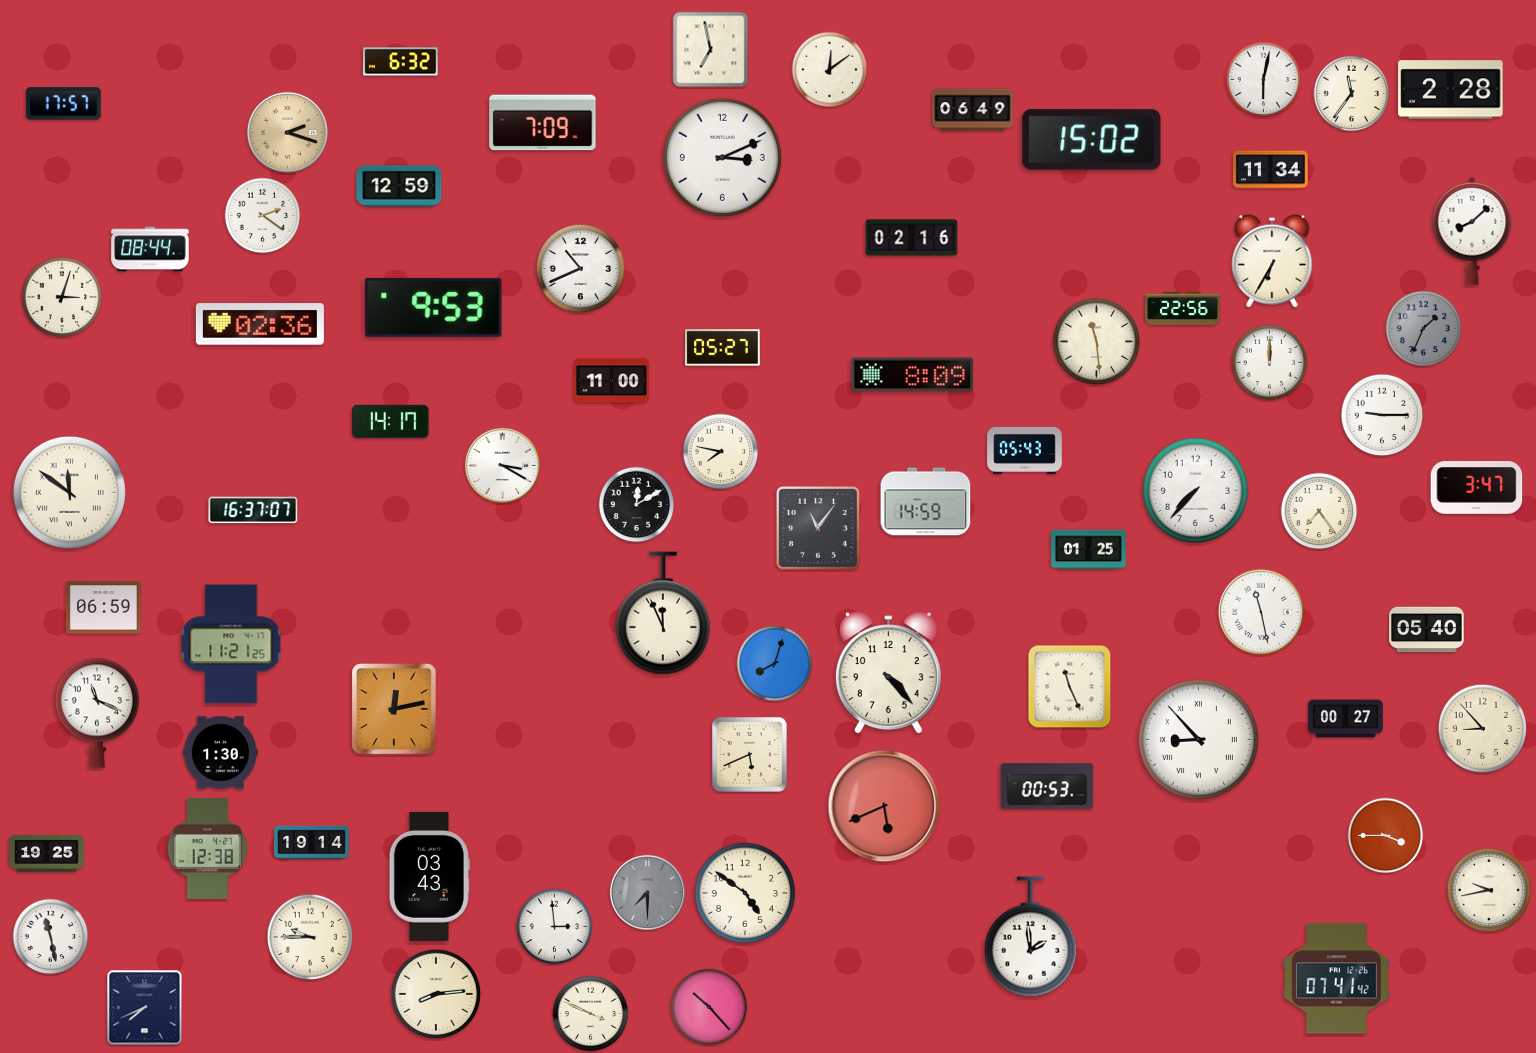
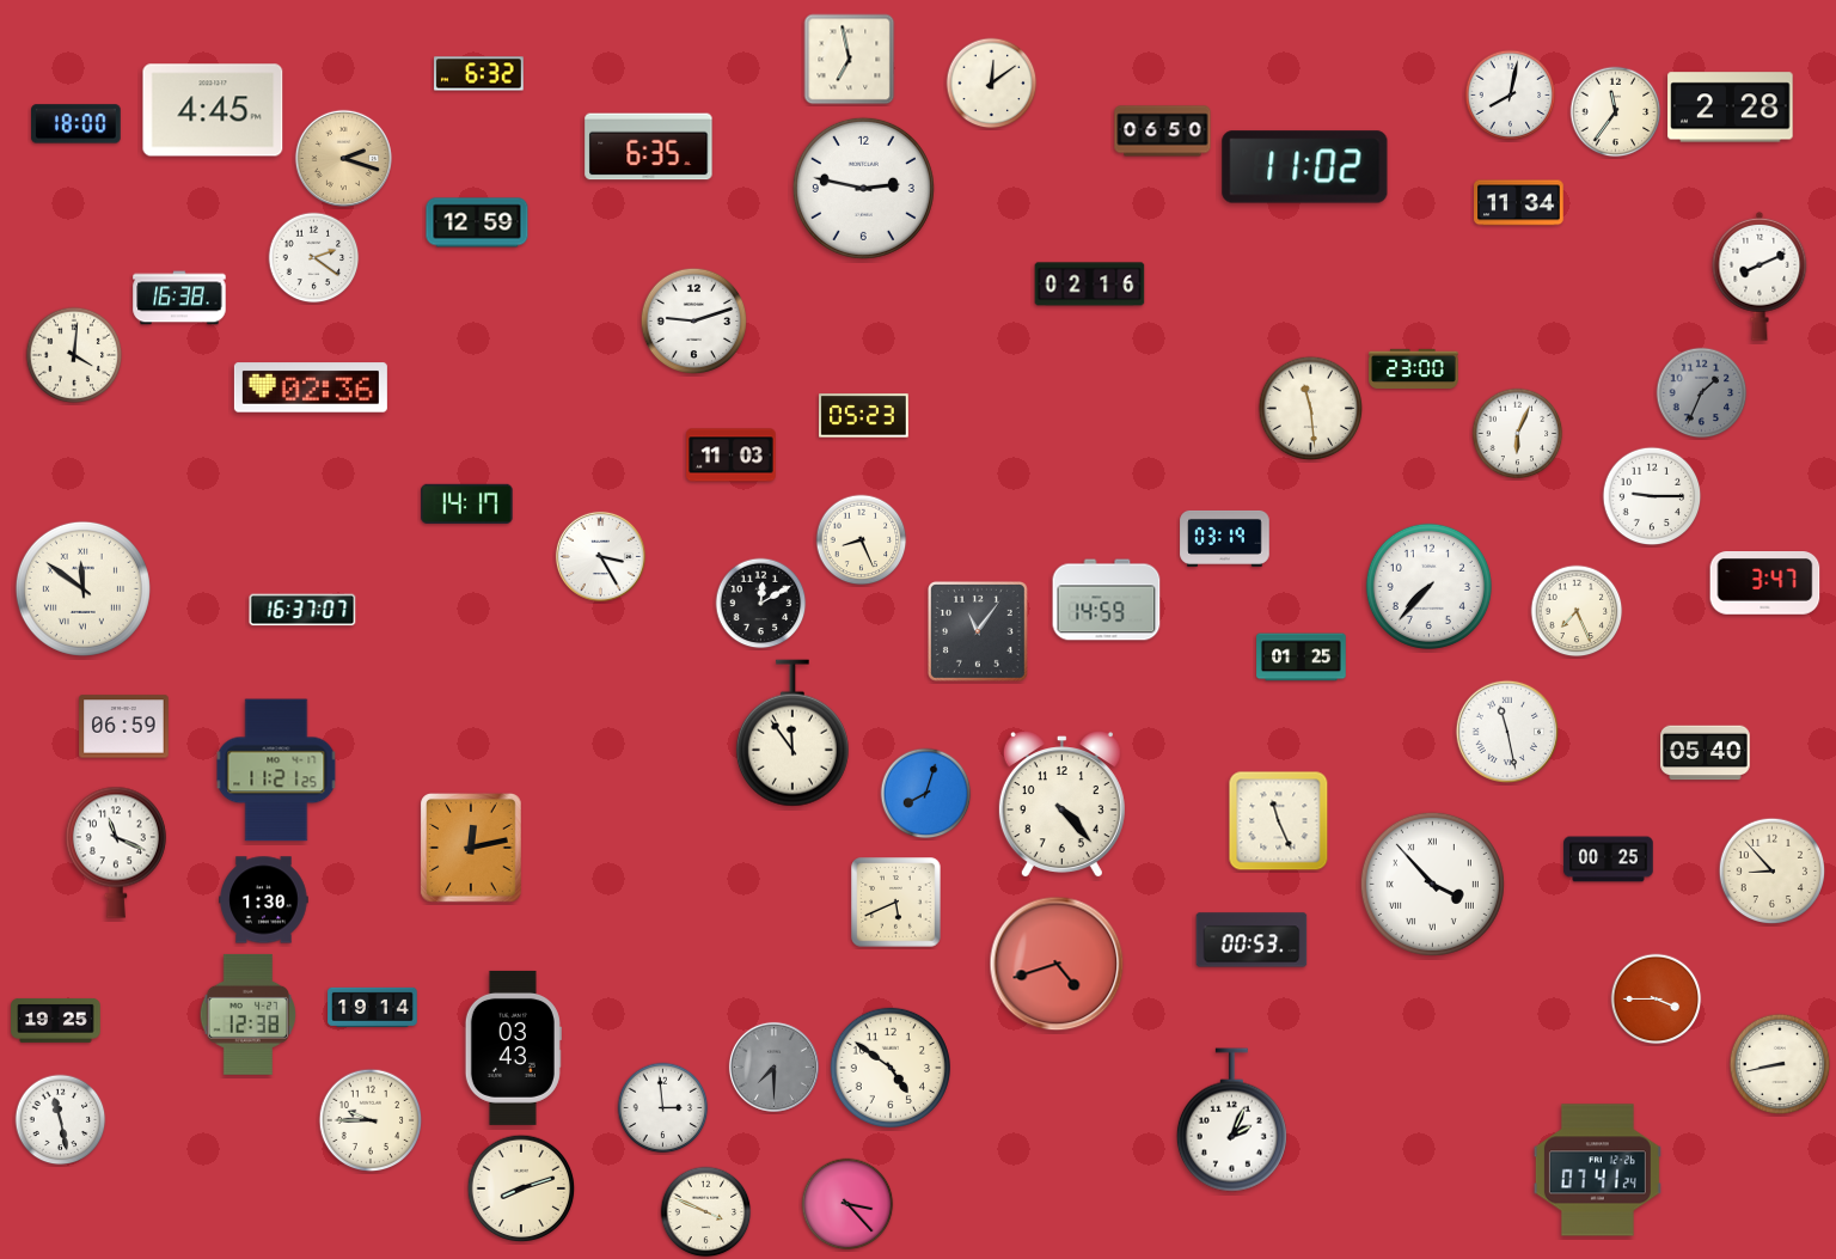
clock at (1264, 80): 6:02 -> 8:02
clock at (1451, 90) position: (1451, 90) -> (1731, 108)
clock at (213, 110): none -> 4:45
clock at (64, 104): 17:57 -> 18:00
clock at (973, 110): 06:49 -> 06:50
clock at (543, 123): 7:09 -> 6:35
clock at (1092, 140): 15:02 -> 11:02
clock at (722, 157): 3:11 -> 2:47
clock at (1472, 231): 8:08 -> 8:11
clock at (150, 249): 08:44 -> 16:38
clock at (1272, 261): 6:35 -> none
clock at (581, 269): 10:41 -> 9:12
clock at (62, 297): 3:03 -> 4:01
clock at (434, 307): 9:53 -> none
clock at (1183, 309): 22:56 -> 23:00
clock at (723, 348): 05:27 -> 05:23
clock at (1270, 363): 12:00 -> 6:04
clock at (913, 375): 8:09 -> none
clock at (612, 381): 11:00 -> 11:03
clock at (1025, 450): 05:43 -> 03:19
clock at (721, 452): 7:47 -> 8:26
clock at (502, 465): 3:20 -> 3:25
clock at (1319, 511): 7:24 -> 7:26
clock at (663, 613): 11:56 -> 11:54
clock at (1346, 719): 00:27 -> 00:25
clock at (1198, 739): 8:53 -> 3:53
clock at (884, 806): 5:41 -> 4:42
clock at (1489, 890): 9:43 -> 8:43
clock at (1030, 937): 1:59 -> 2:04
clock at (1336, 979): 07:41:42 -> 07:41:24
clock at (436, 994): 8:14 -> 8:12
clock at (709, 1007): 10:23 -> 3:23
clock at (145, 1008): 7:41 -> none
